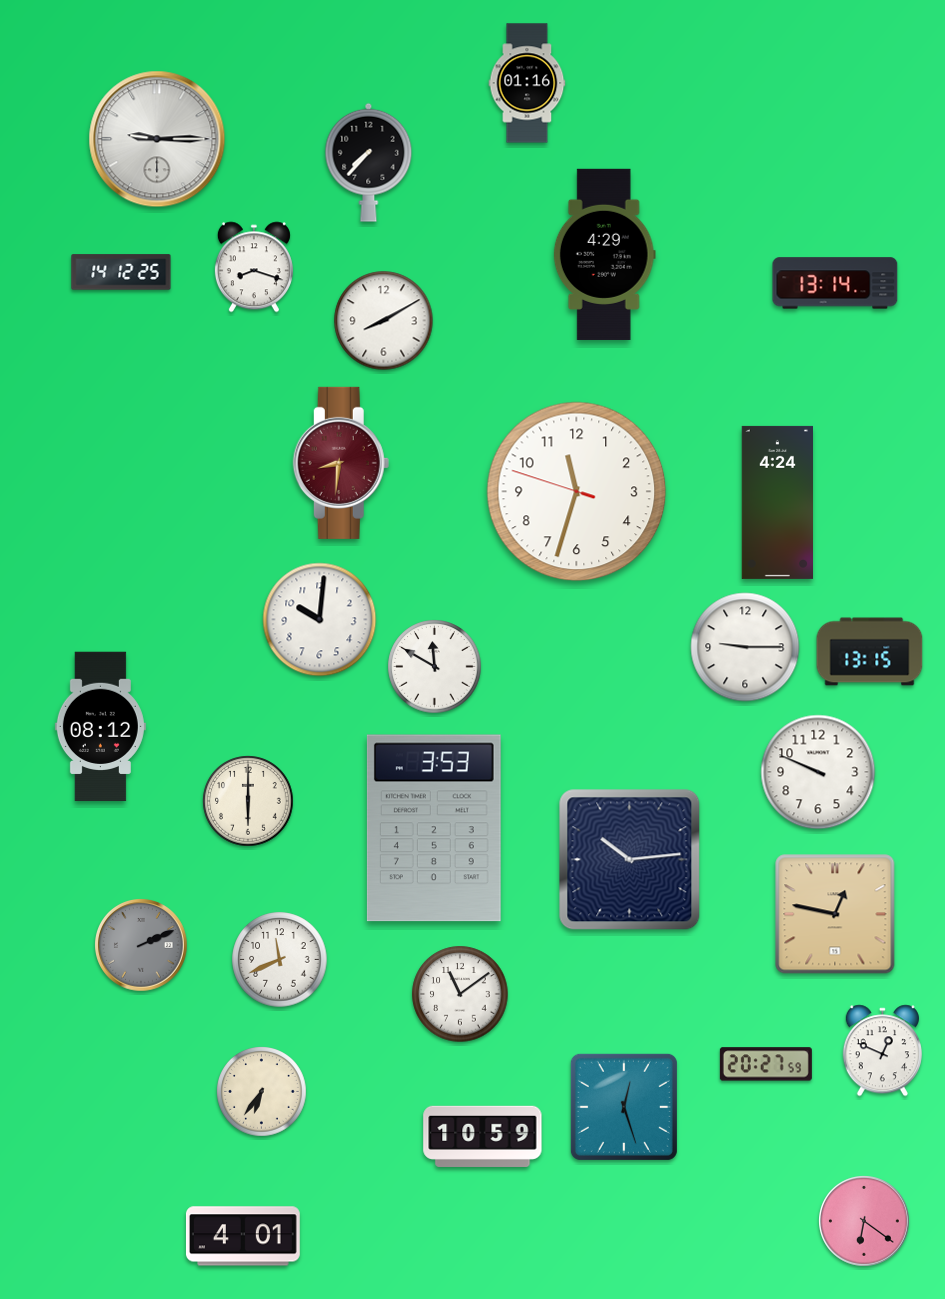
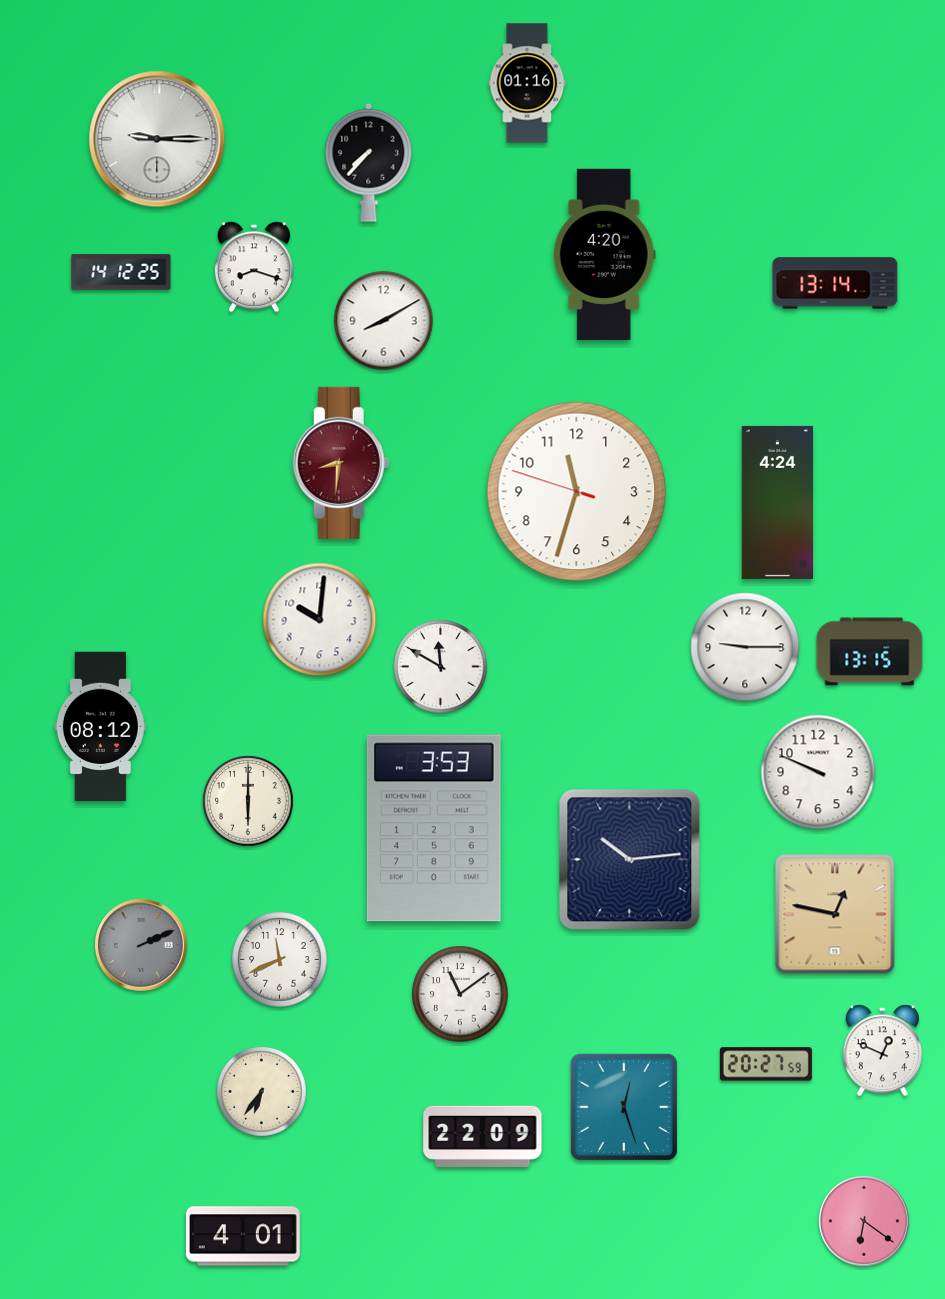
clock at (604, 254): 4:29 -> 4:20
clock at (435, 667) position: (435, 667) -> (441, 667)
clock at (483, 1136): 10:59 -> 22:09
